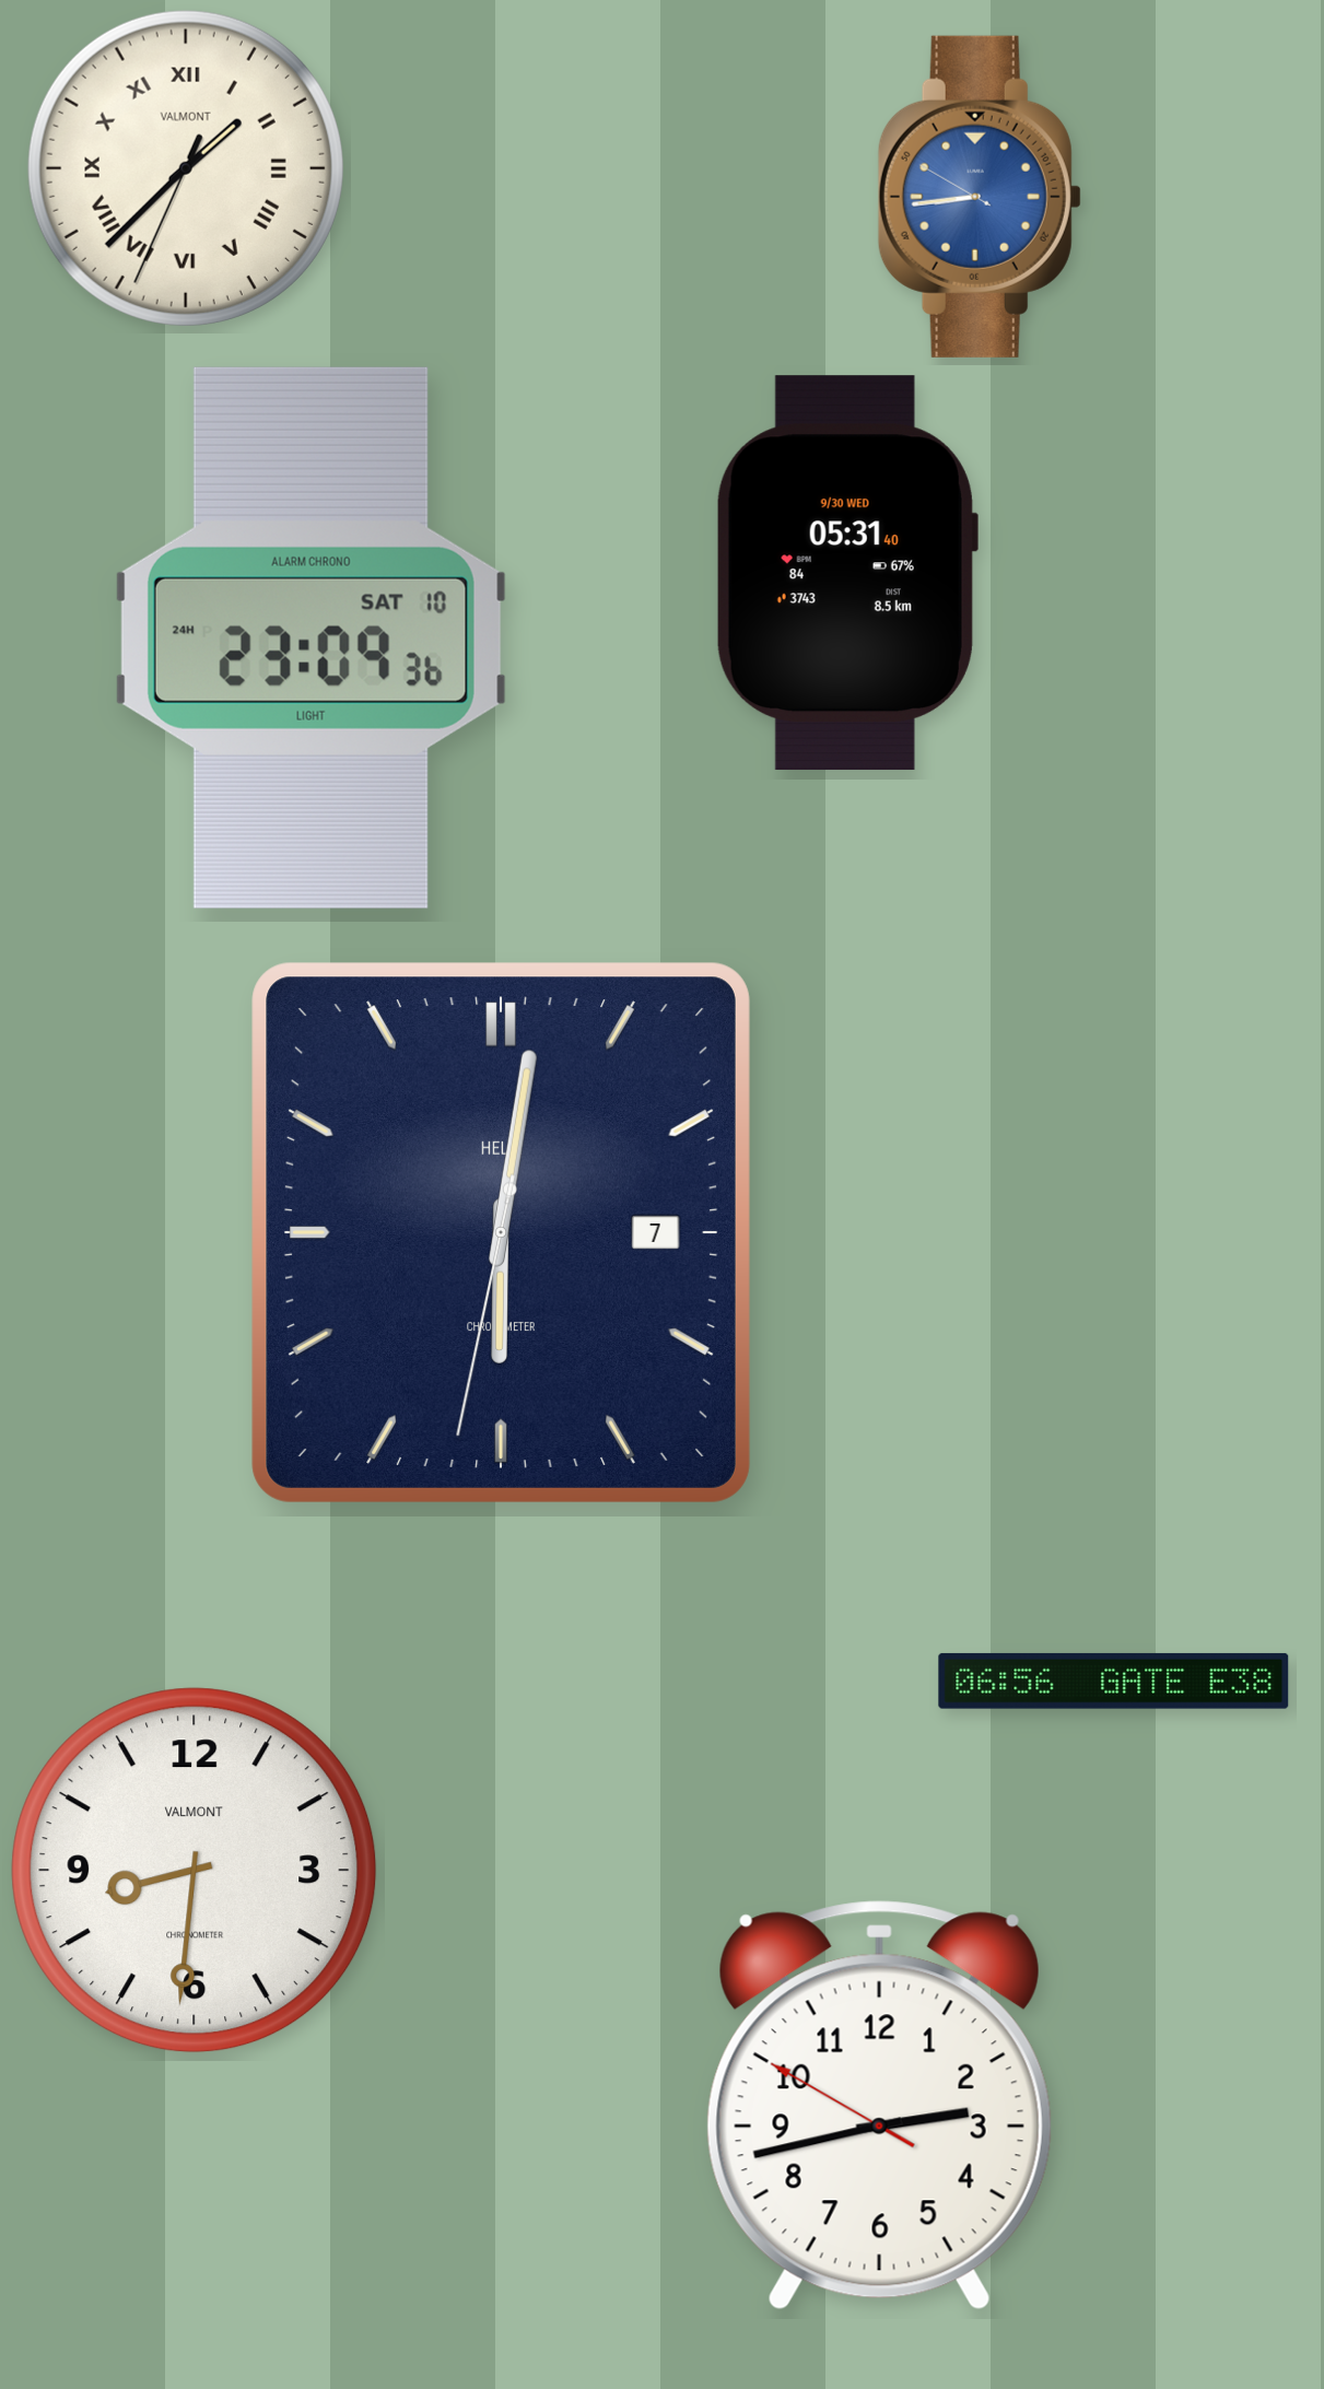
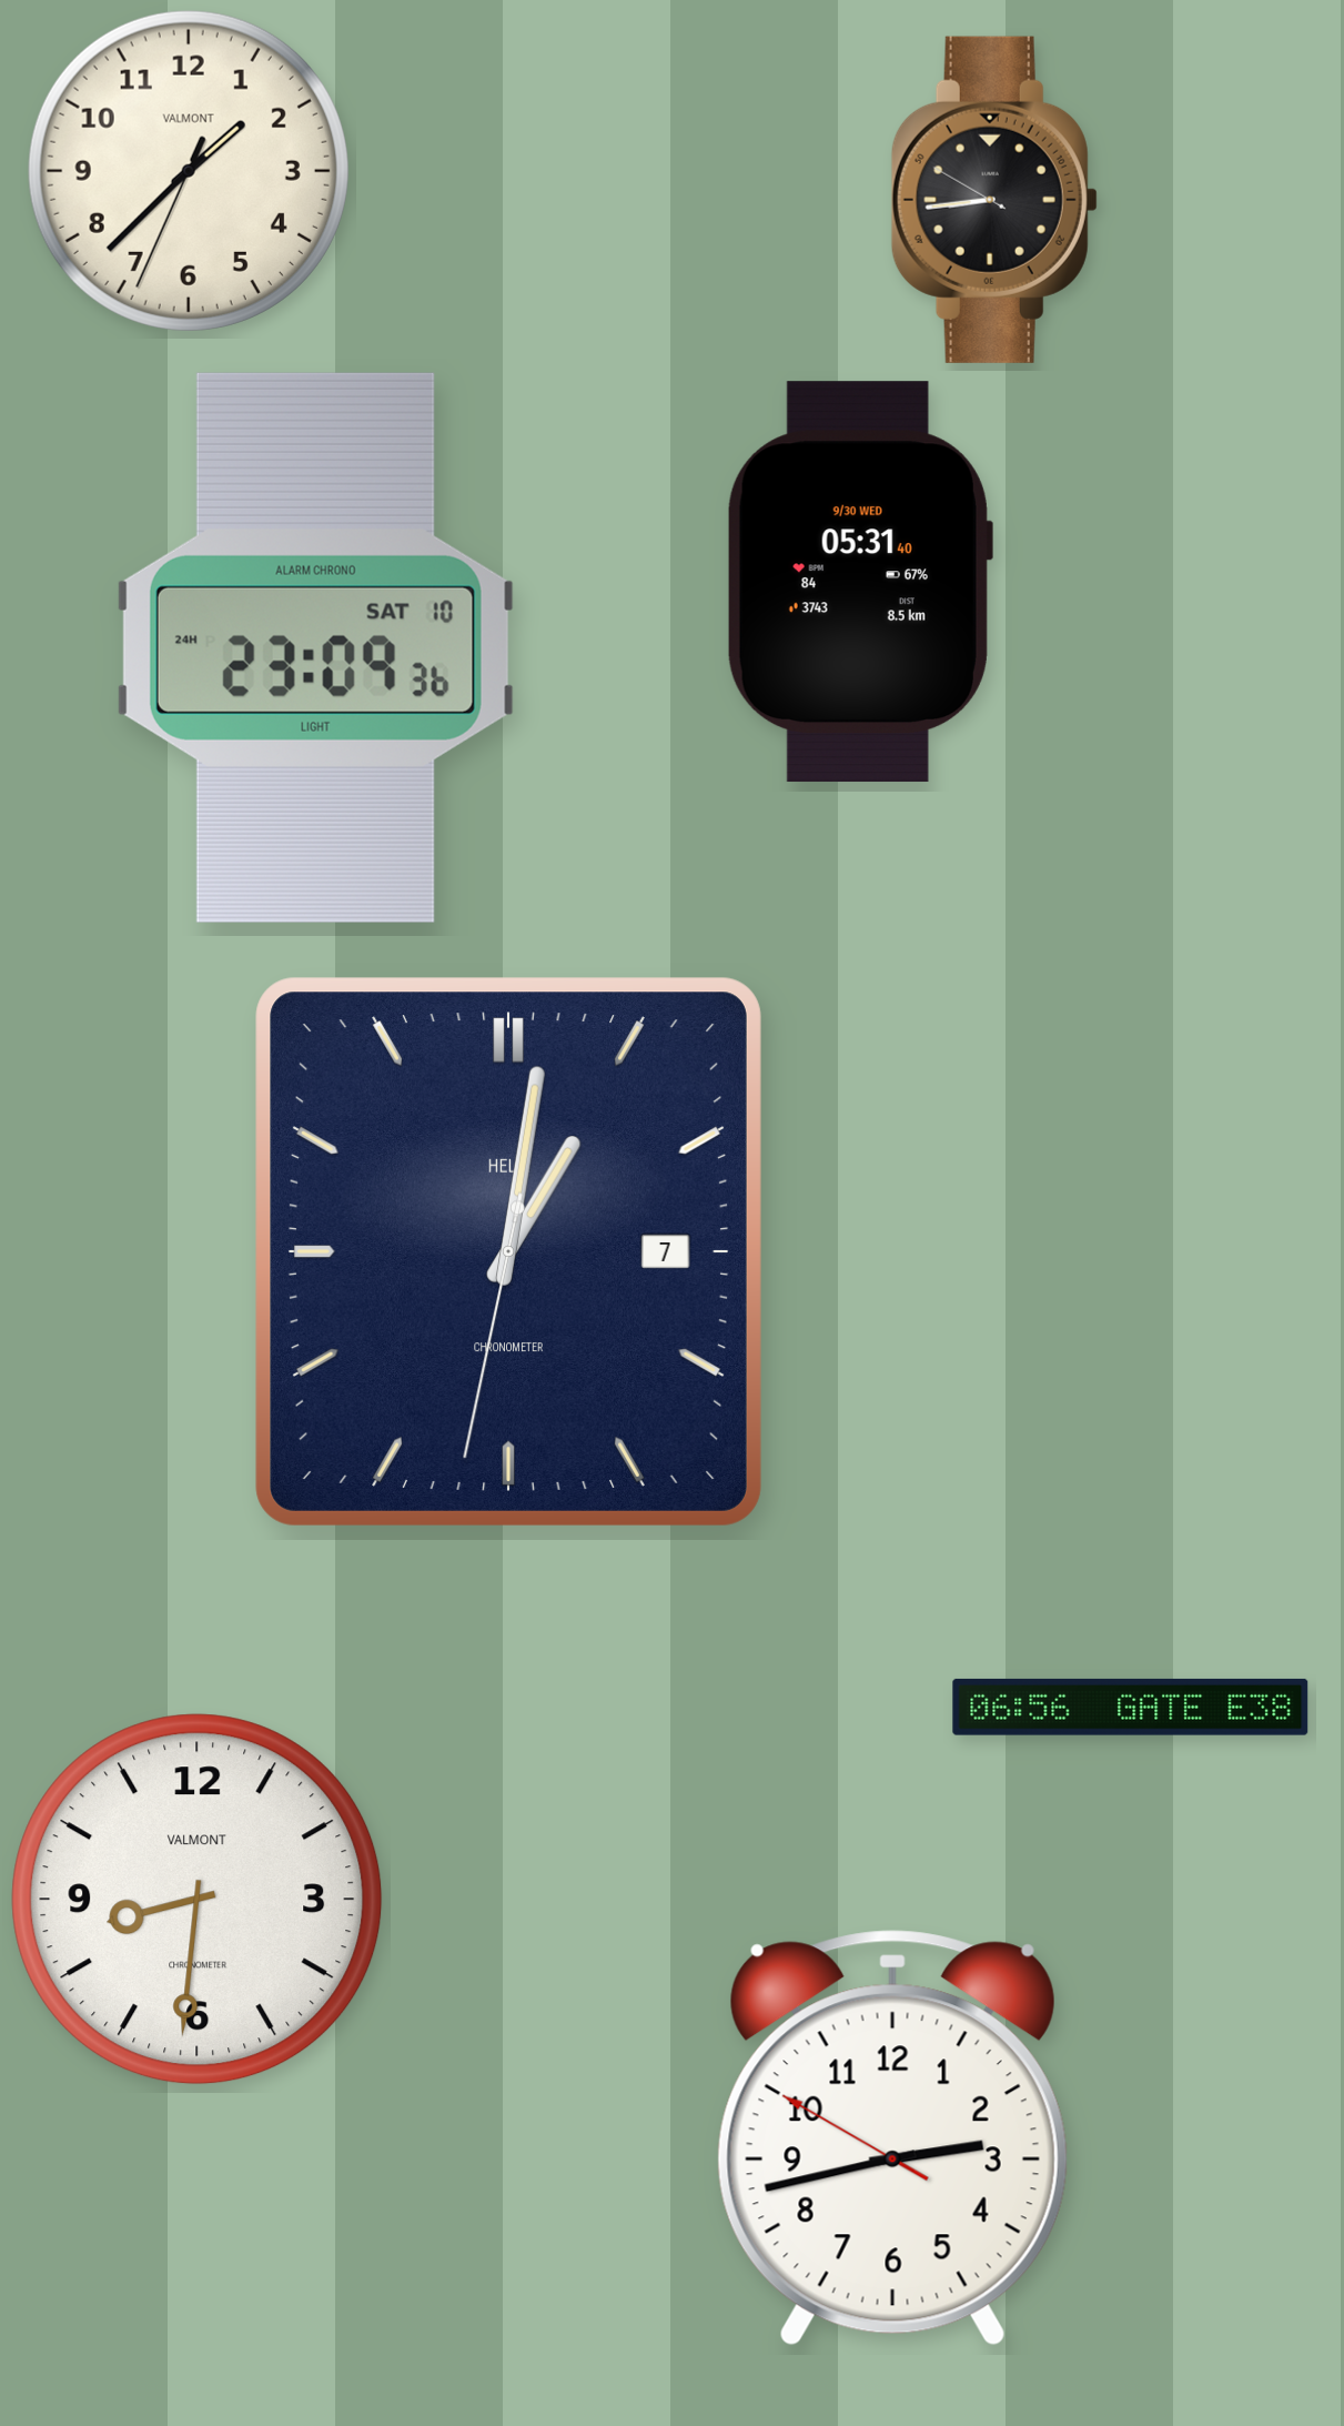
clock at (186, 168) numerals: Roman -> Arabic
clock at (980, 197) dial: blue -> black
clock at (501, 1232): 6:01 -> 1:01
